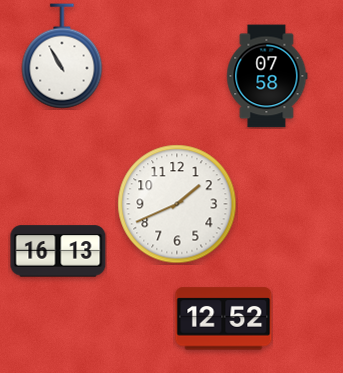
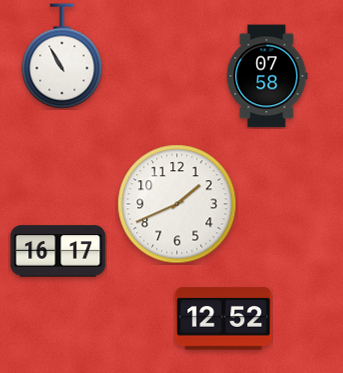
clock at (58, 251): 16:13 -> 16:17
